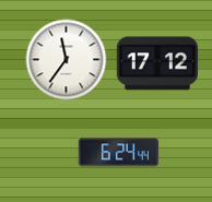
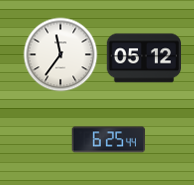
clock at (157, 63): 17:12 -> 05:12
clock at (118, 153): 6:24 -> 6:25
